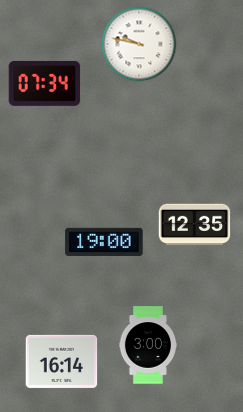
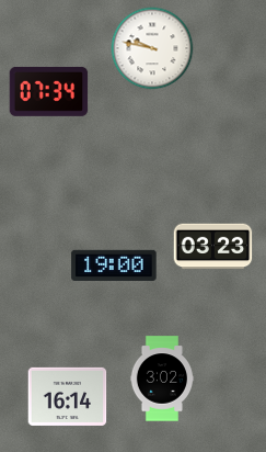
clock at (195, 225): 12:35 -> 03:23
clock at (147, 345): 3:00 -> 3:02
